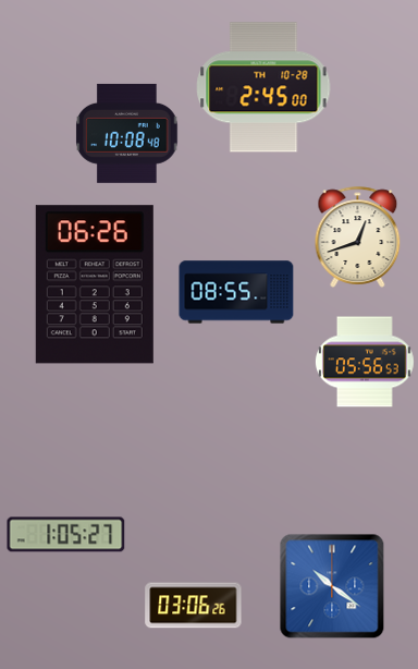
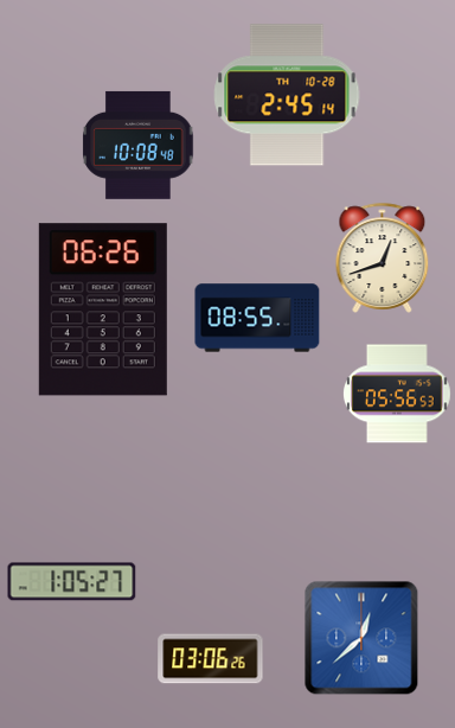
clock at (263, 87): 2:45:00 -> 2:45:14
clock at (358, 236) position: (358, 236) -> (383, 257)
clock at (332, 586): 10:21 -> 12:38
